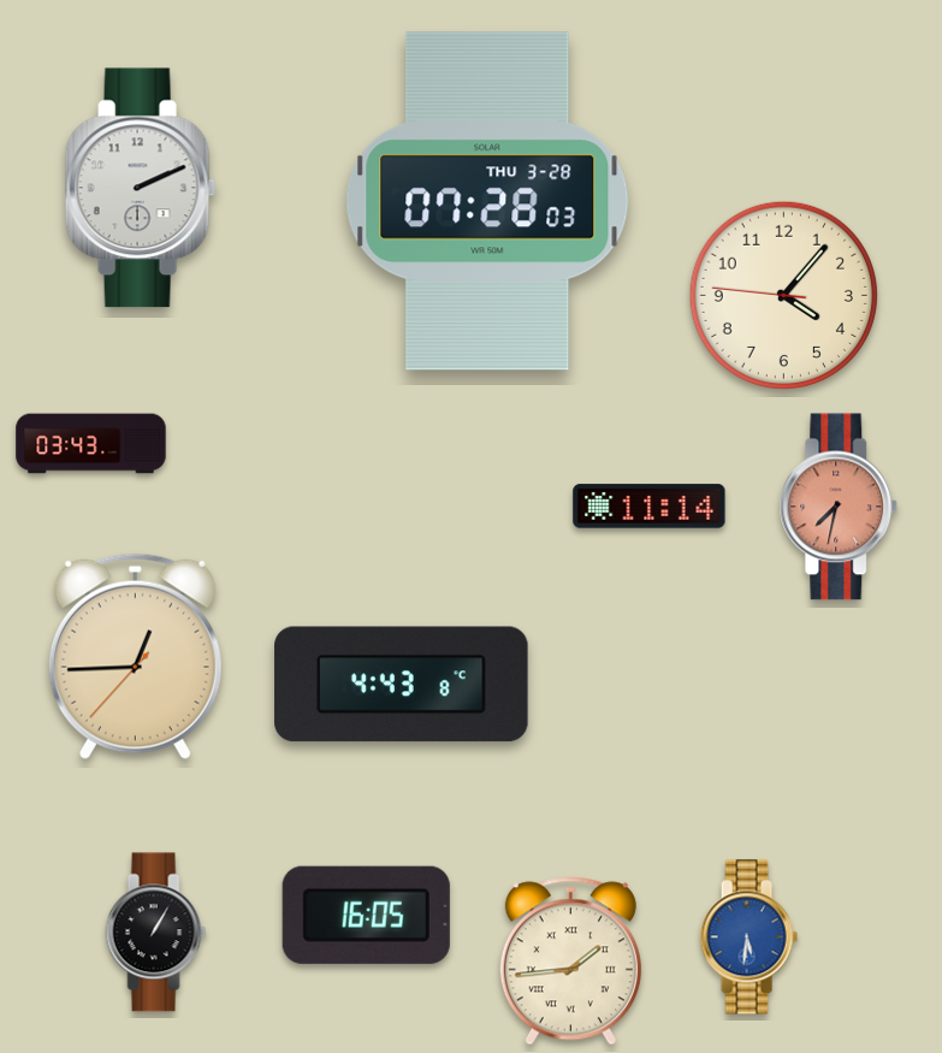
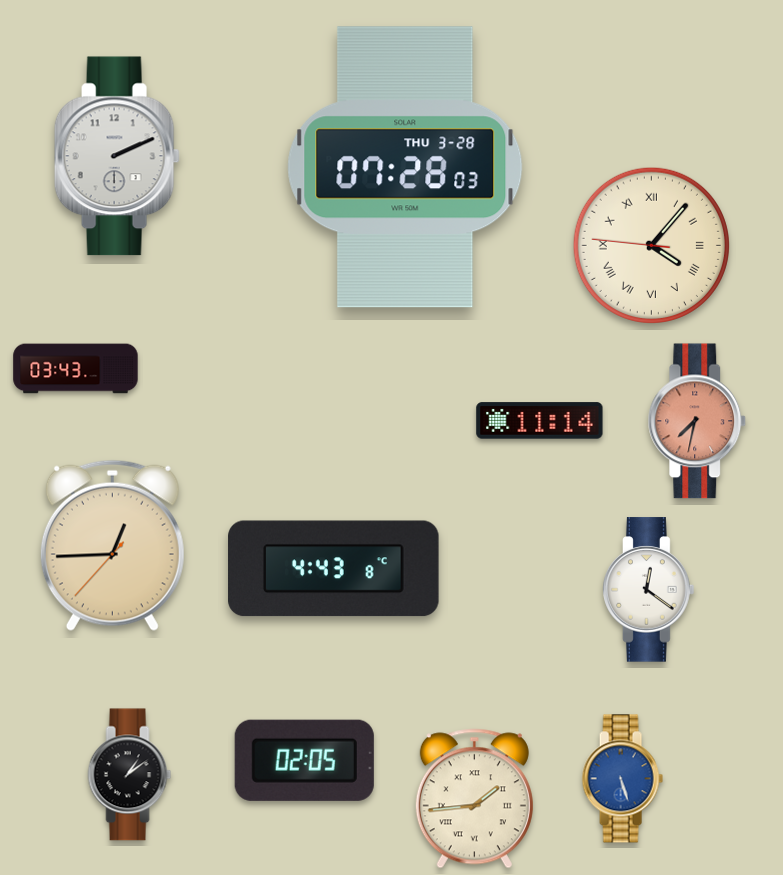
clock at (783, 295) numerals: Arabic -> Roman
clock at (649, 590): none -> 12:21
clock at (366, 915): 16:05 -> 02:05
clock at (156, 933): 1:05 -> 1:09
clock at (748, 937): 5:31 -> 5:27
